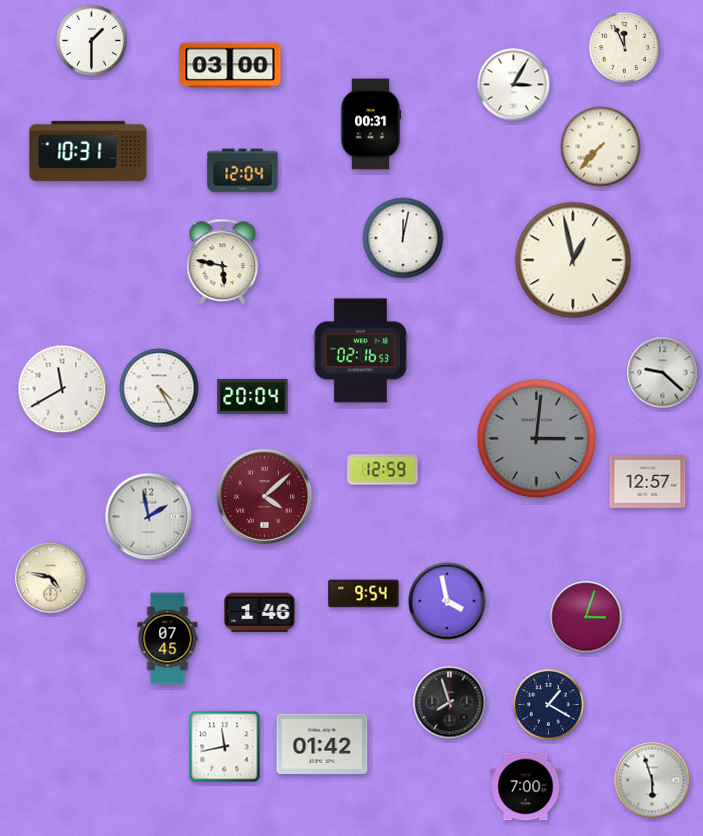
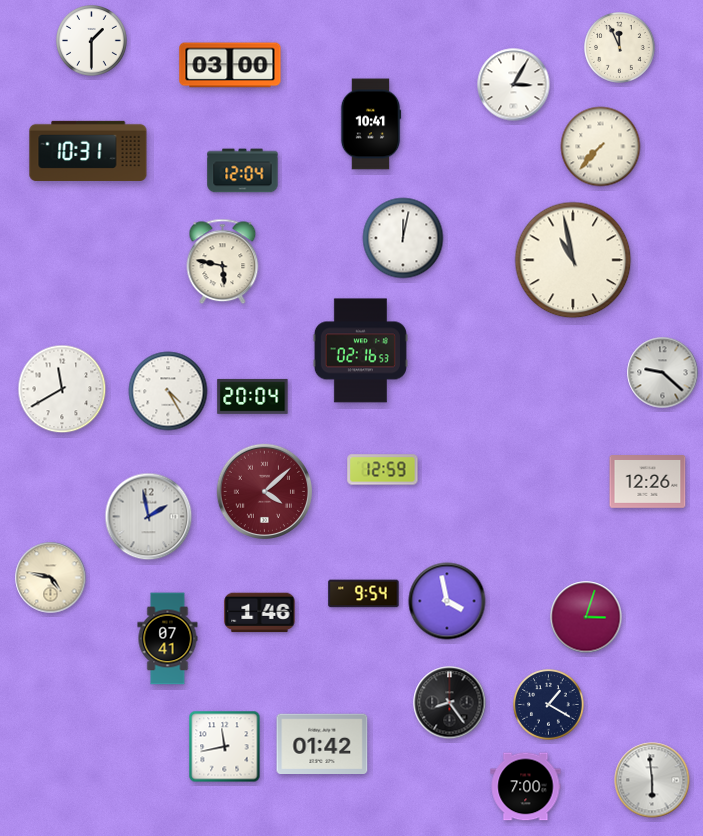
clock at (625, 48) position: (625, 48) -> (620, 48)
clock at (371, 124): 00:31 -> 10:41
clock at (573, 260): 12:58 -> 10:58
clock at (159, 388) position: (159, 388) -> (168, 391)
clock at (537, 439): 3:01 -> none
clock at (648, 482): 12:57 -> 12:26
clock at (264, 496) position: (264, 496) -> (264, 491)
clock at (168, 639): 07:45 -> 07:41
clock at (450, 703): 7:57 -> 8:24
clock at (652, 780): 5:57 -> 5:59
